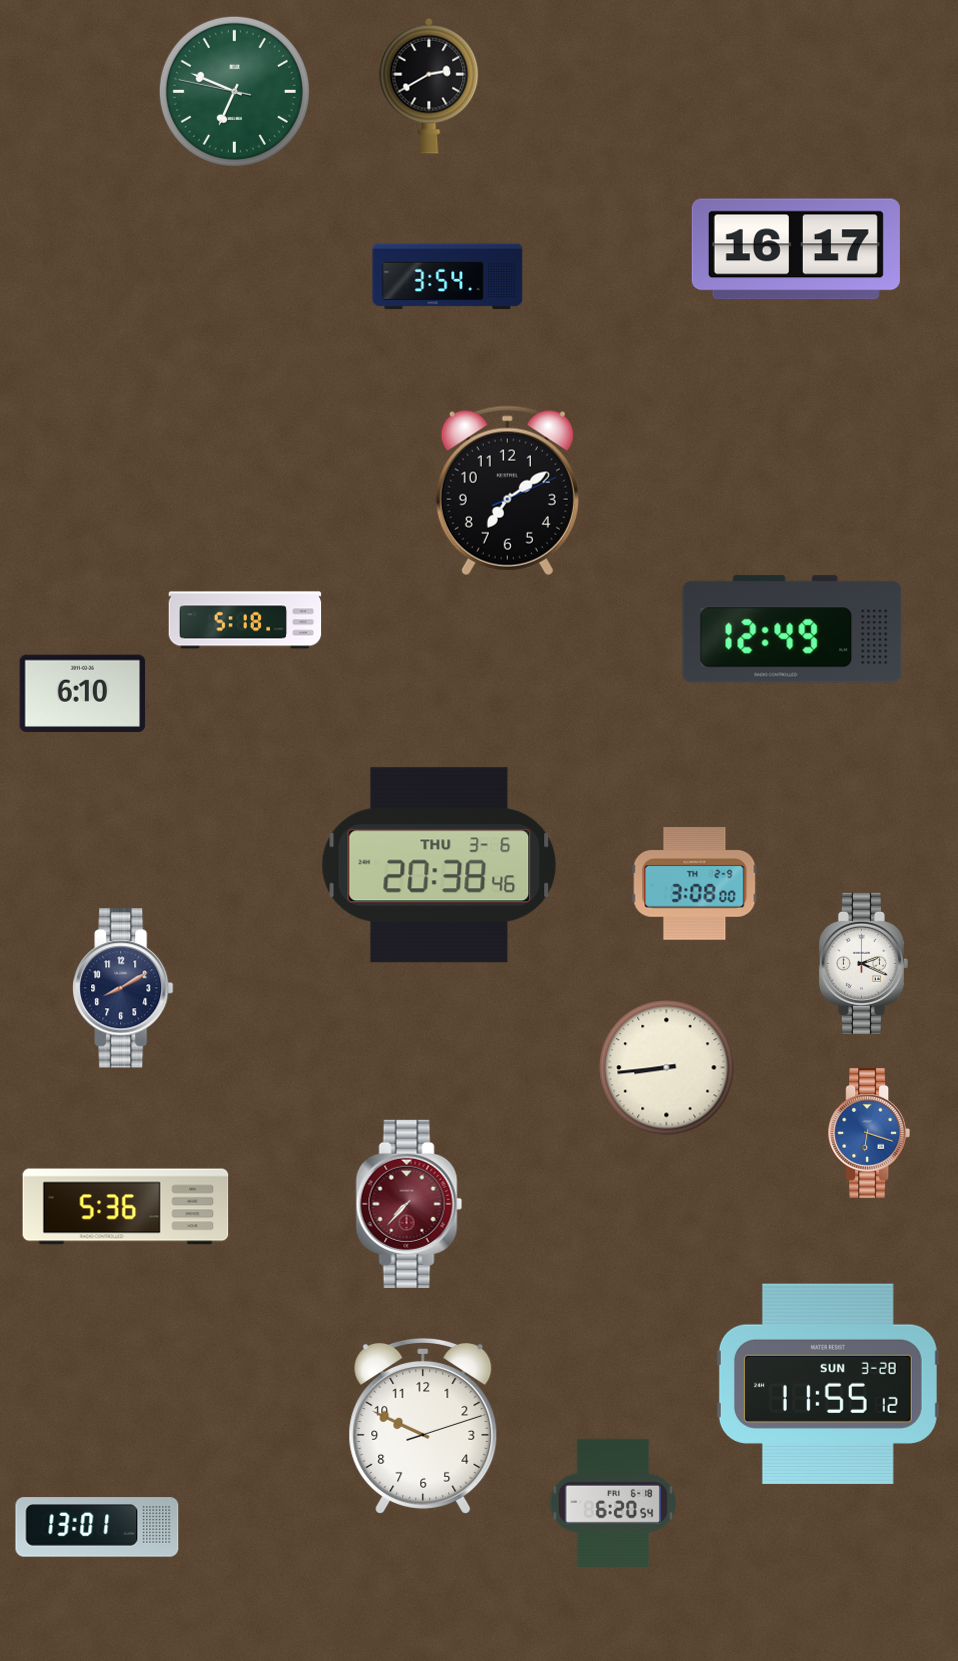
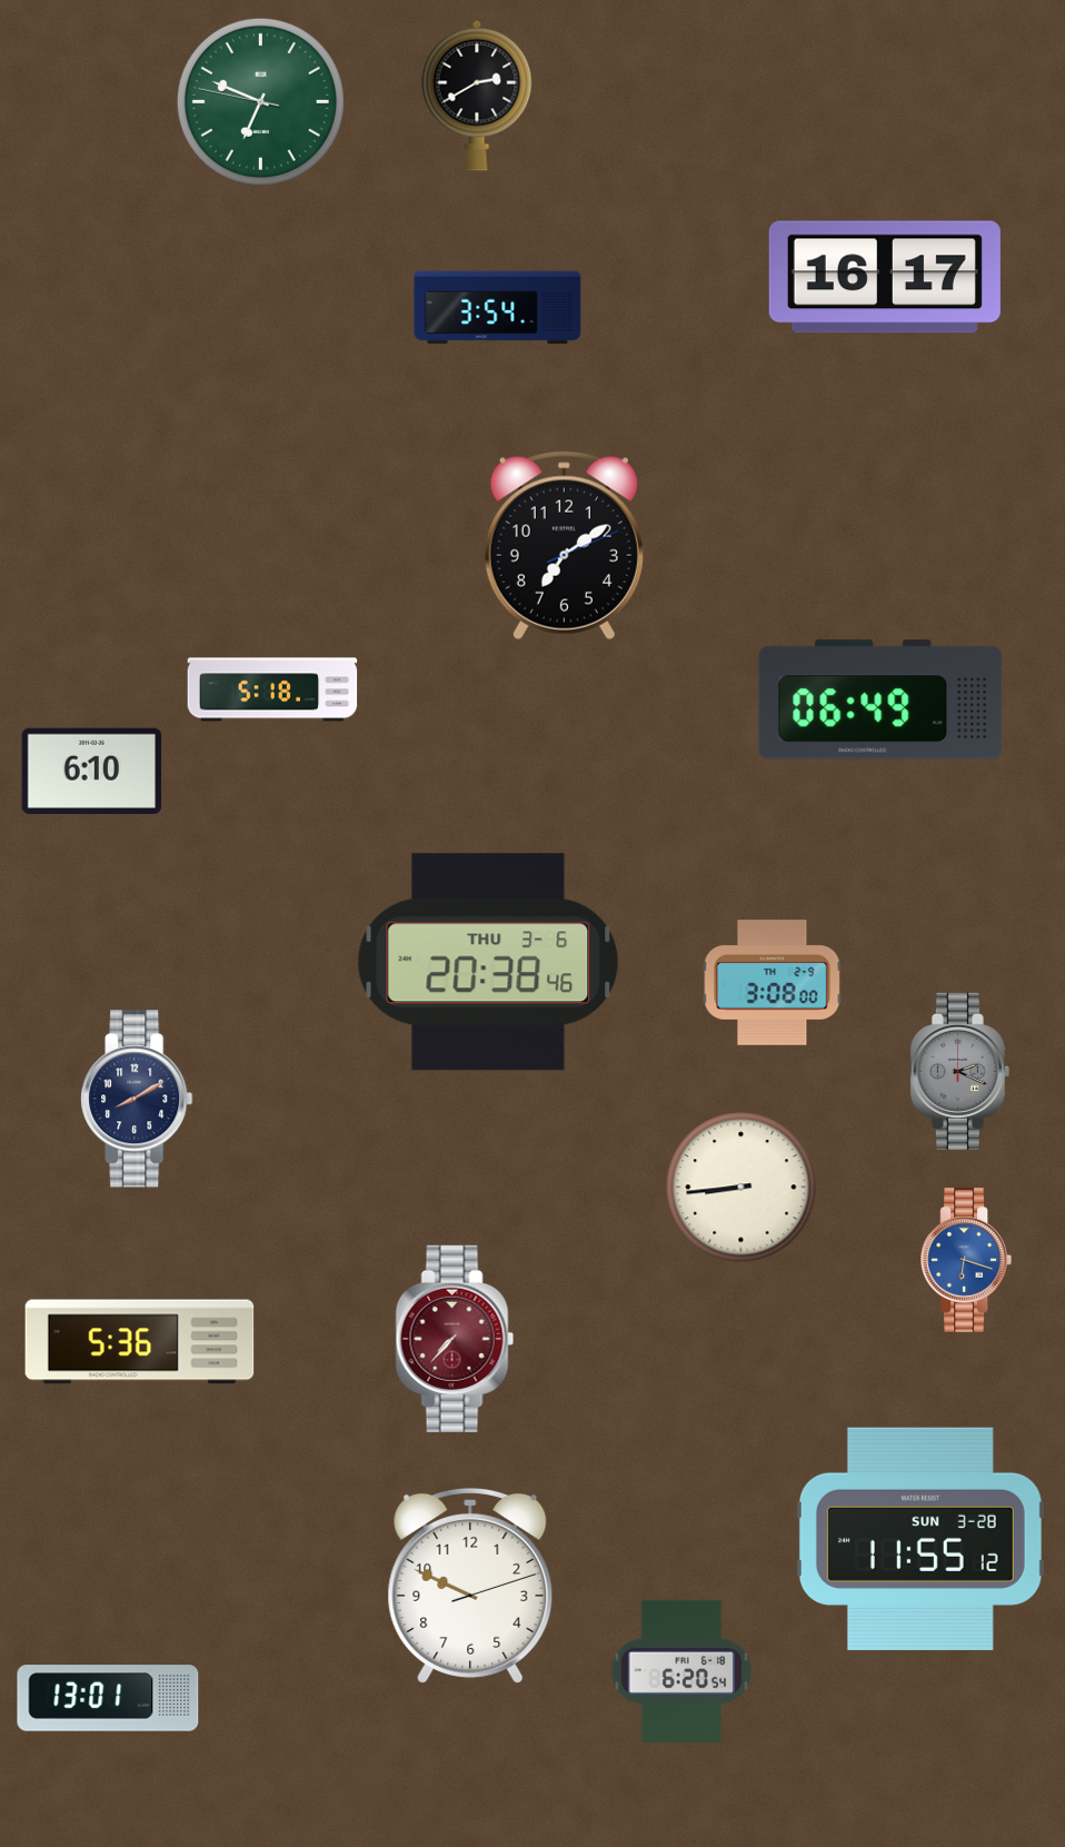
clock at (792, 629): 12:49 -> 06:49
clock at (863, 963) dial: white -> grey
